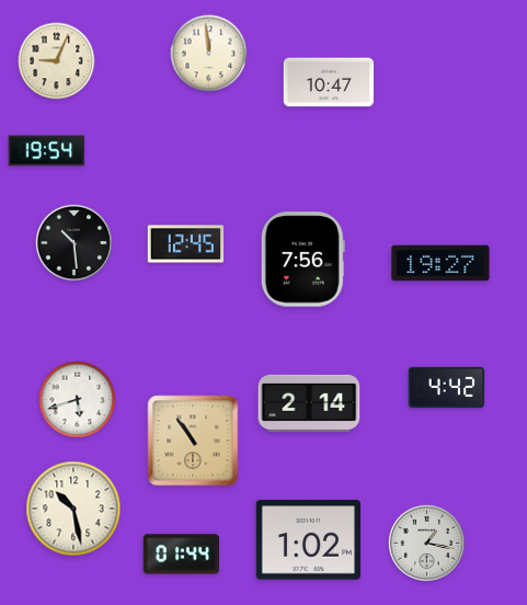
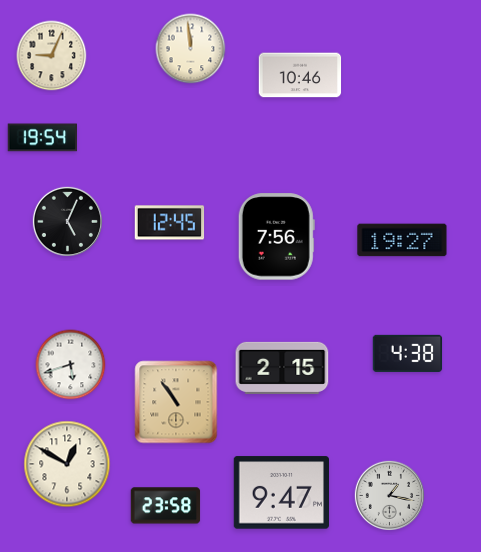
clock at (329, 82): 10:47 -> 10:46
clock at (73, 242): 10:29 -> 5:04
clock at (447, 387): 4:42 -> 4:38
clock at (309, 403): 2:14 -> 2:15
clock at (73, 509): 10:28 -> 12:50
clock at (308, 540): 1:02 -> 9:47
clock at (182, 555): 01:44 -> 23:58
